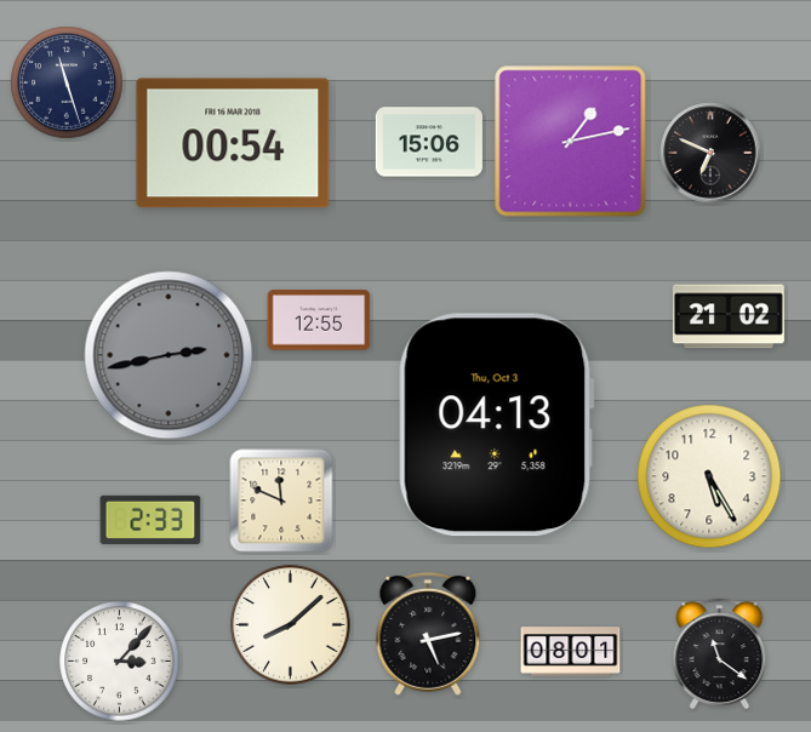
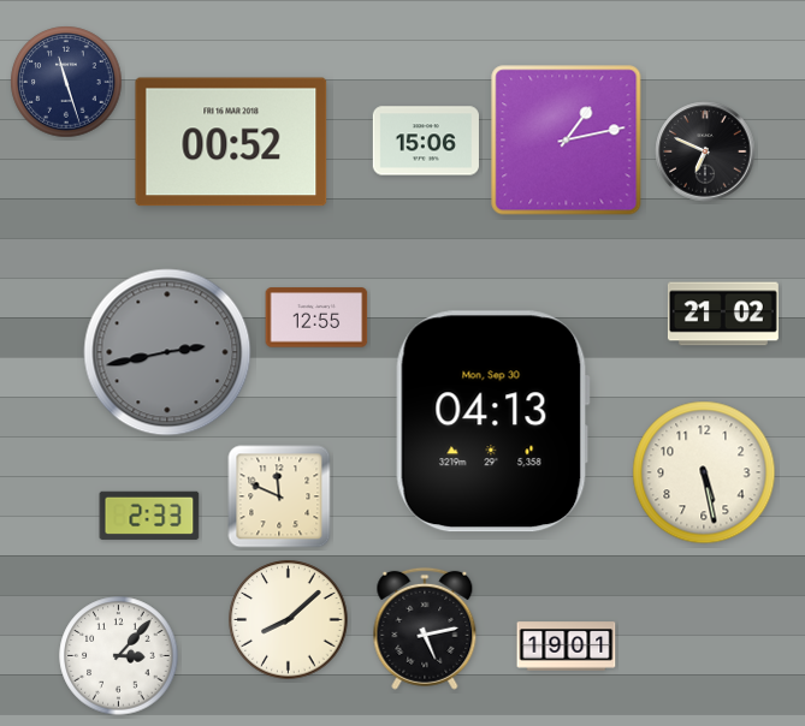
clock at (233, 143): 00:54 -> 00:52
clock at (496, 425) date: Thu, Oct 3 -> Mon, Sep 30
clock at (709, 476): 5:25 -> 5:28
clock at (571, 652): 08:01 -> 19:01
clock at (720, 654): 11:21 -> none
